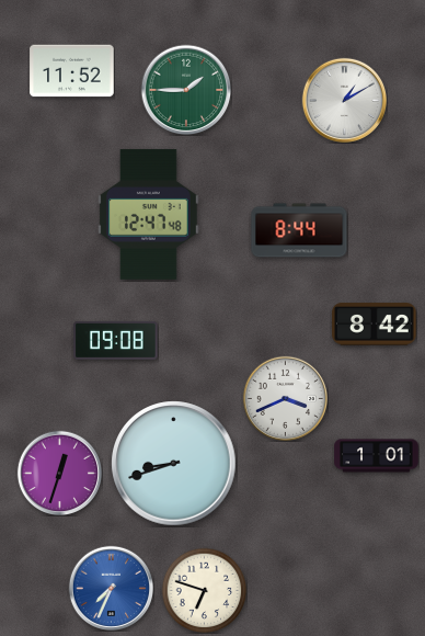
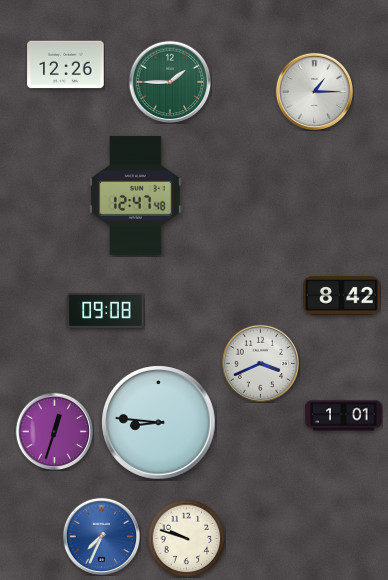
clock at (72, 71): 11:52 -> 12:26
clock at (344, 100): 1:10 -> 1:15
clock at (299, 230): 8:44 -> none
clock at (174, 464): 8:42 -> 8:46
clock at (204, 590): 6:48 -> 9:48
